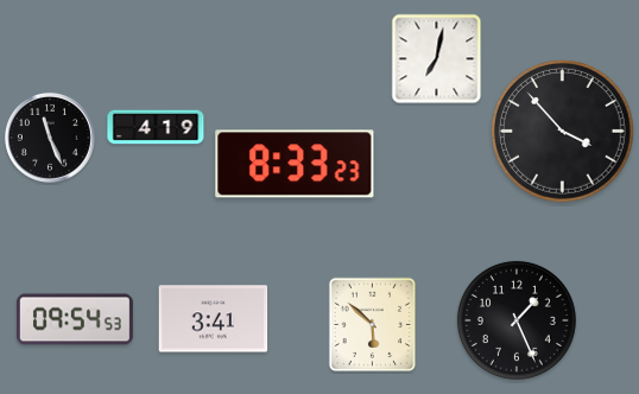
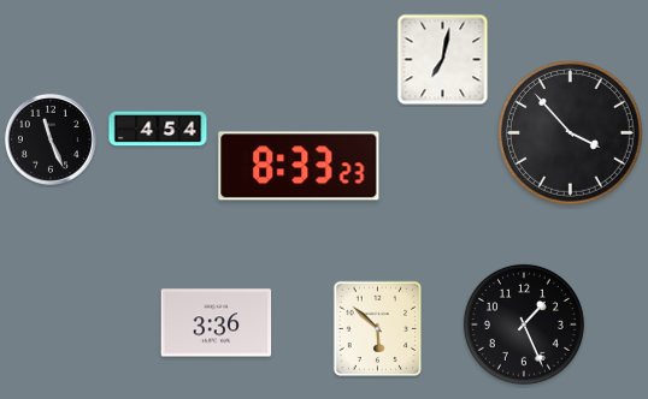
clock at (156, 127): 4:19 -> 4:54
clock at (75, 319): 09:54 -> none
clock at (214, 319): 3:41 -> 3:36
